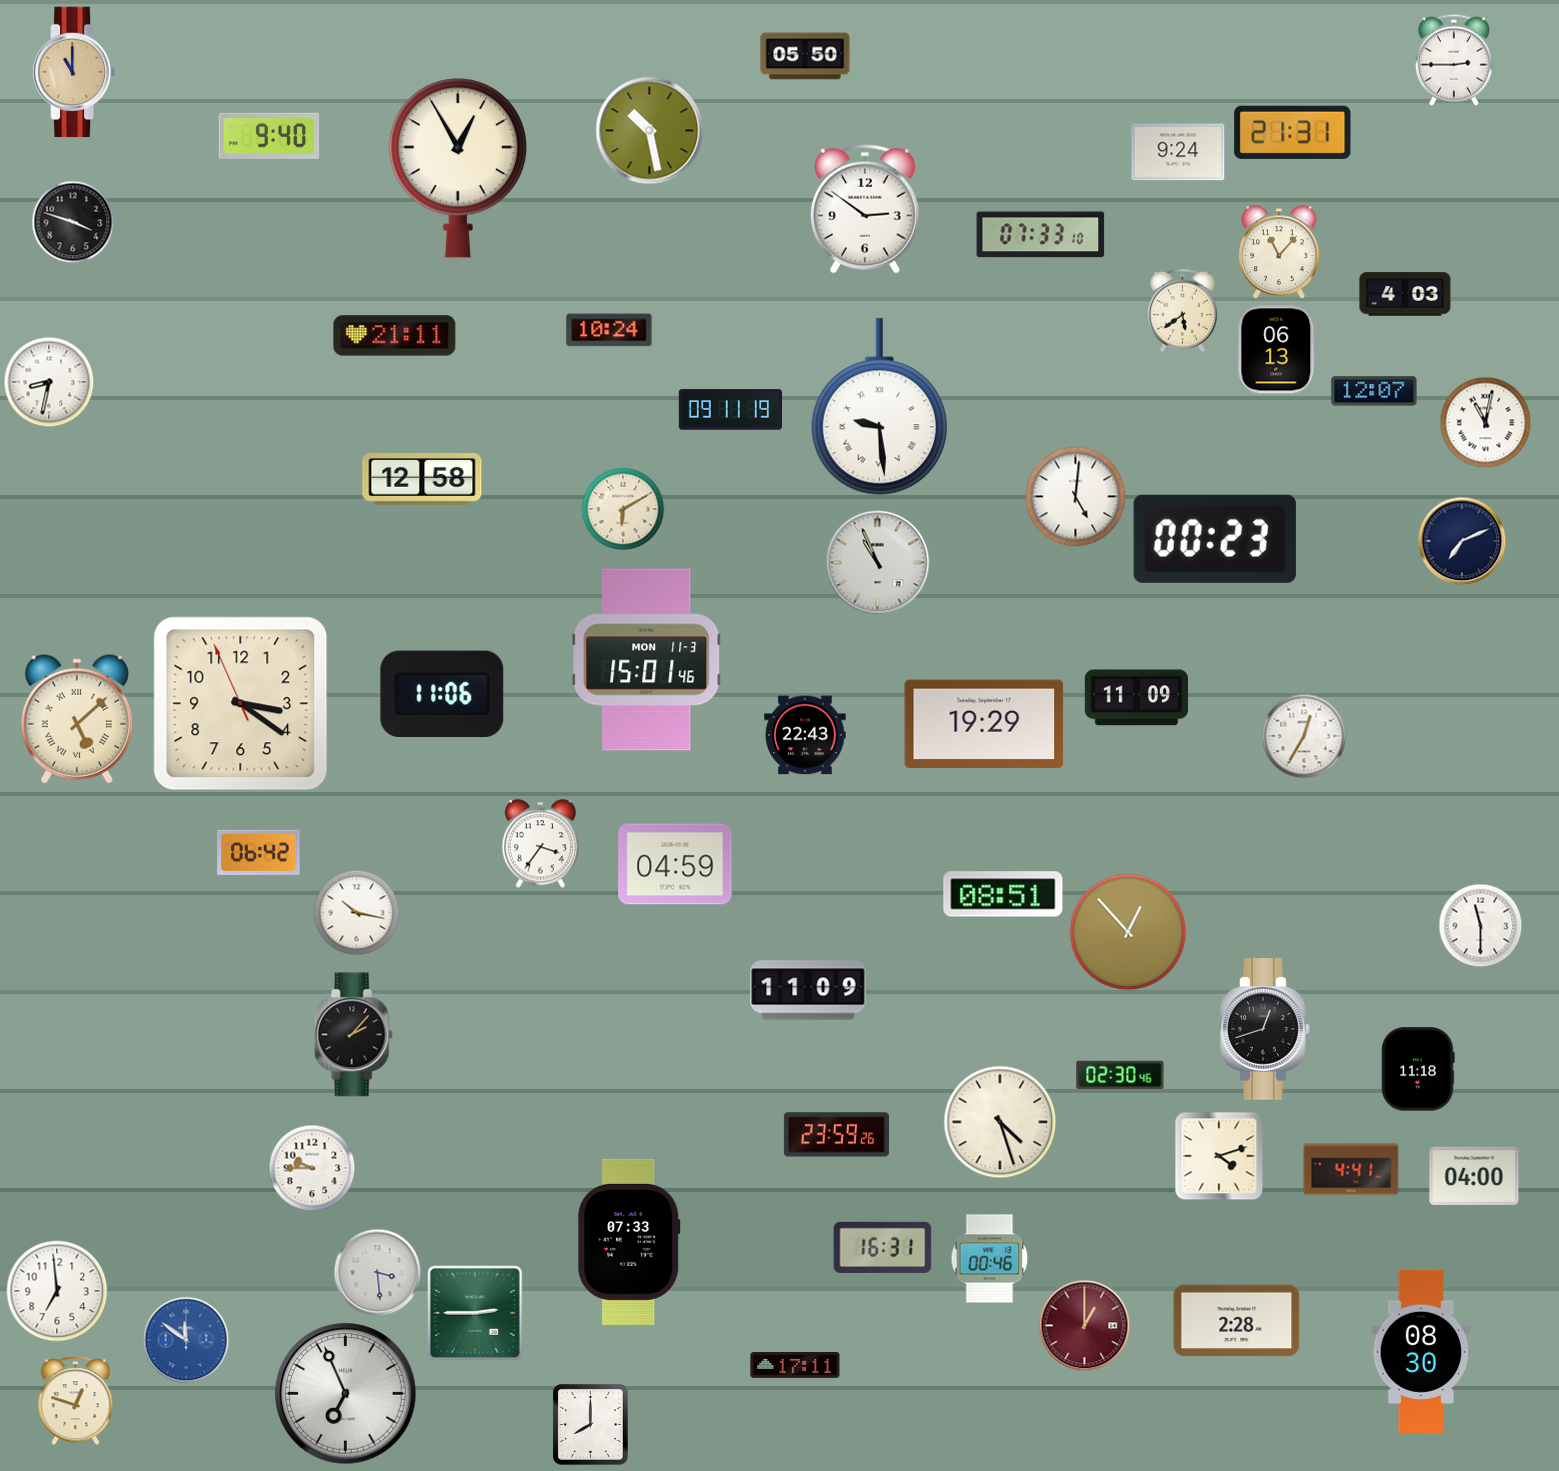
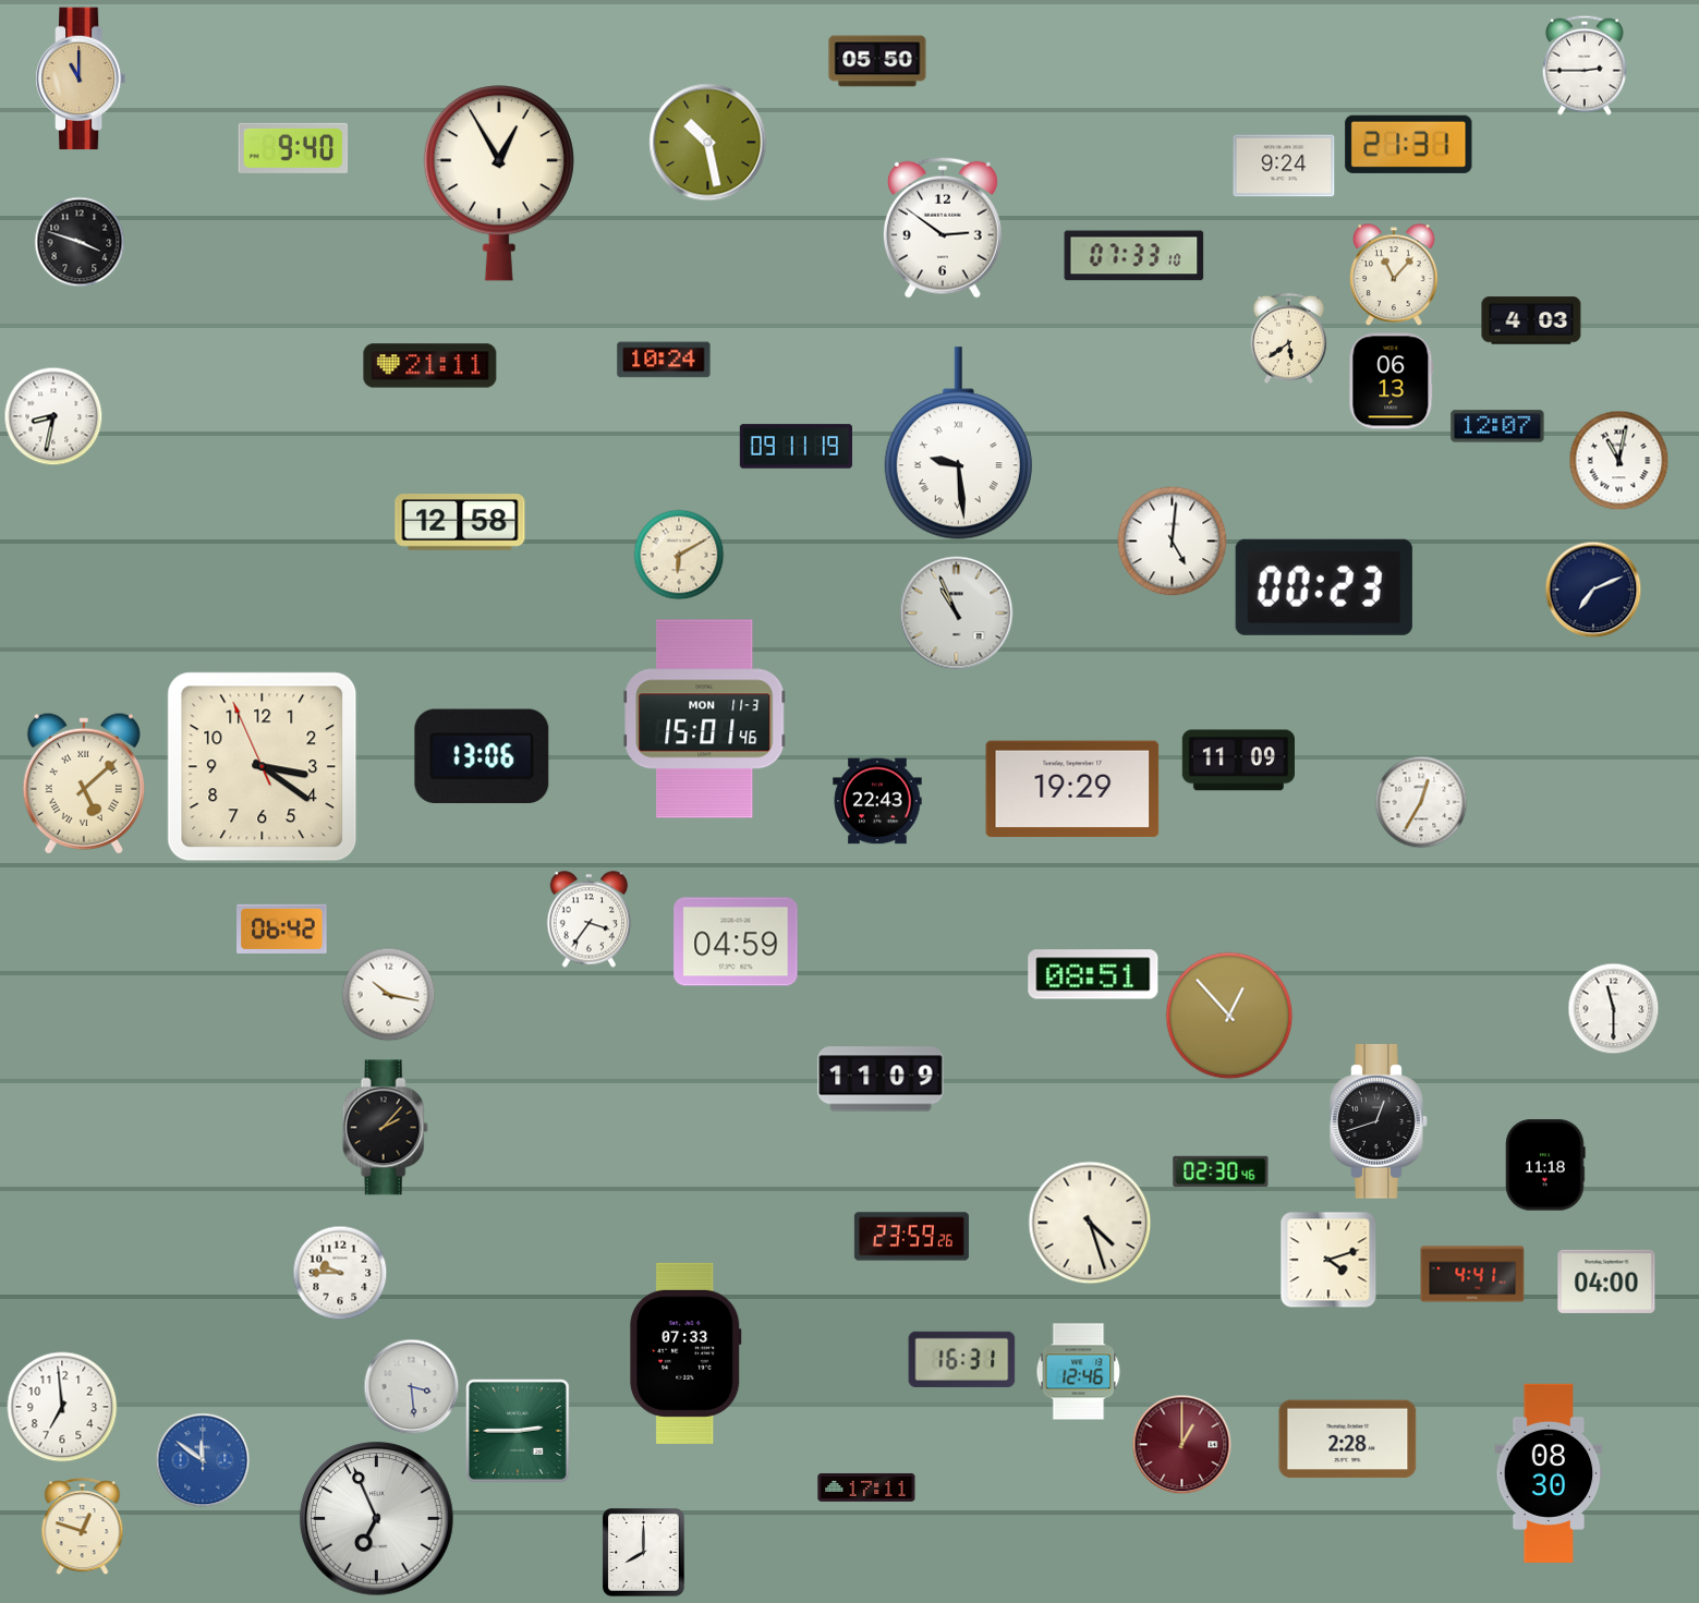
clock at (442, 693): 11:06 -> 13:06
clock at (990, 1259): 00:46 -> 12:46
